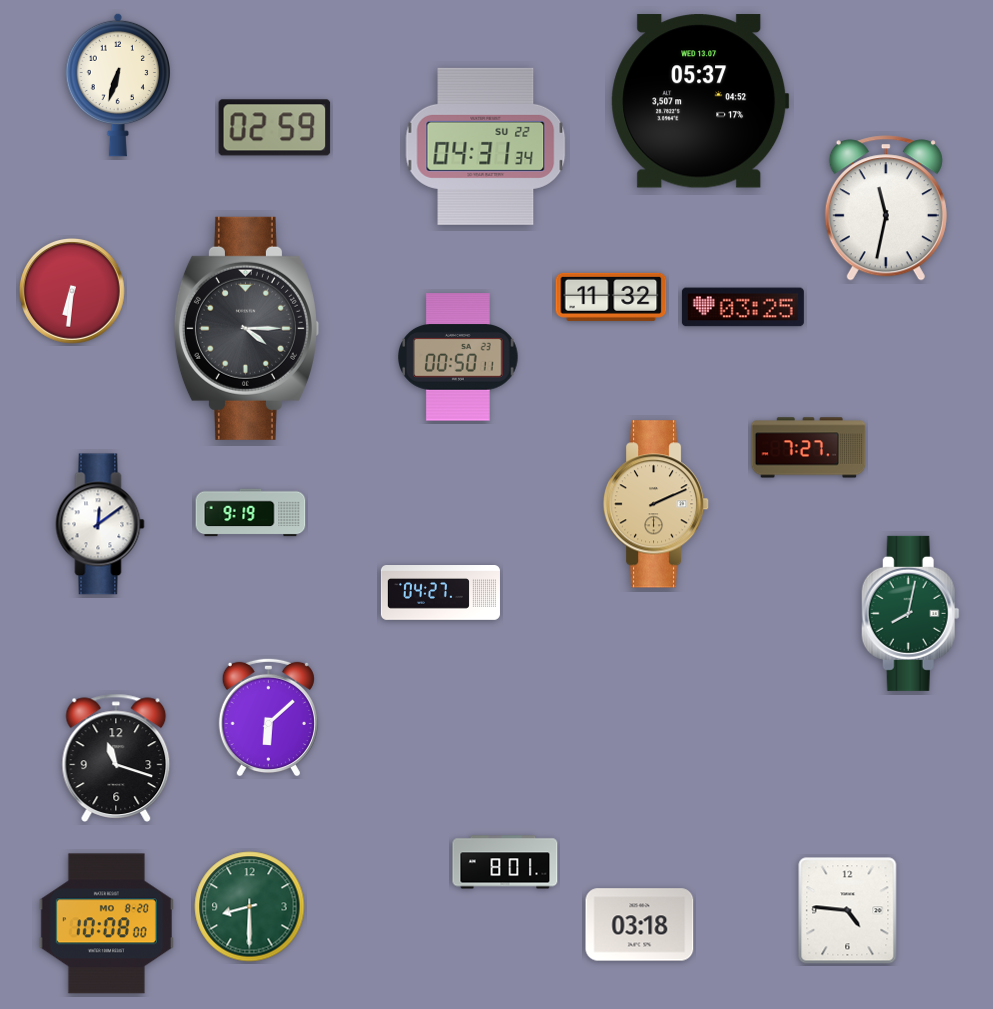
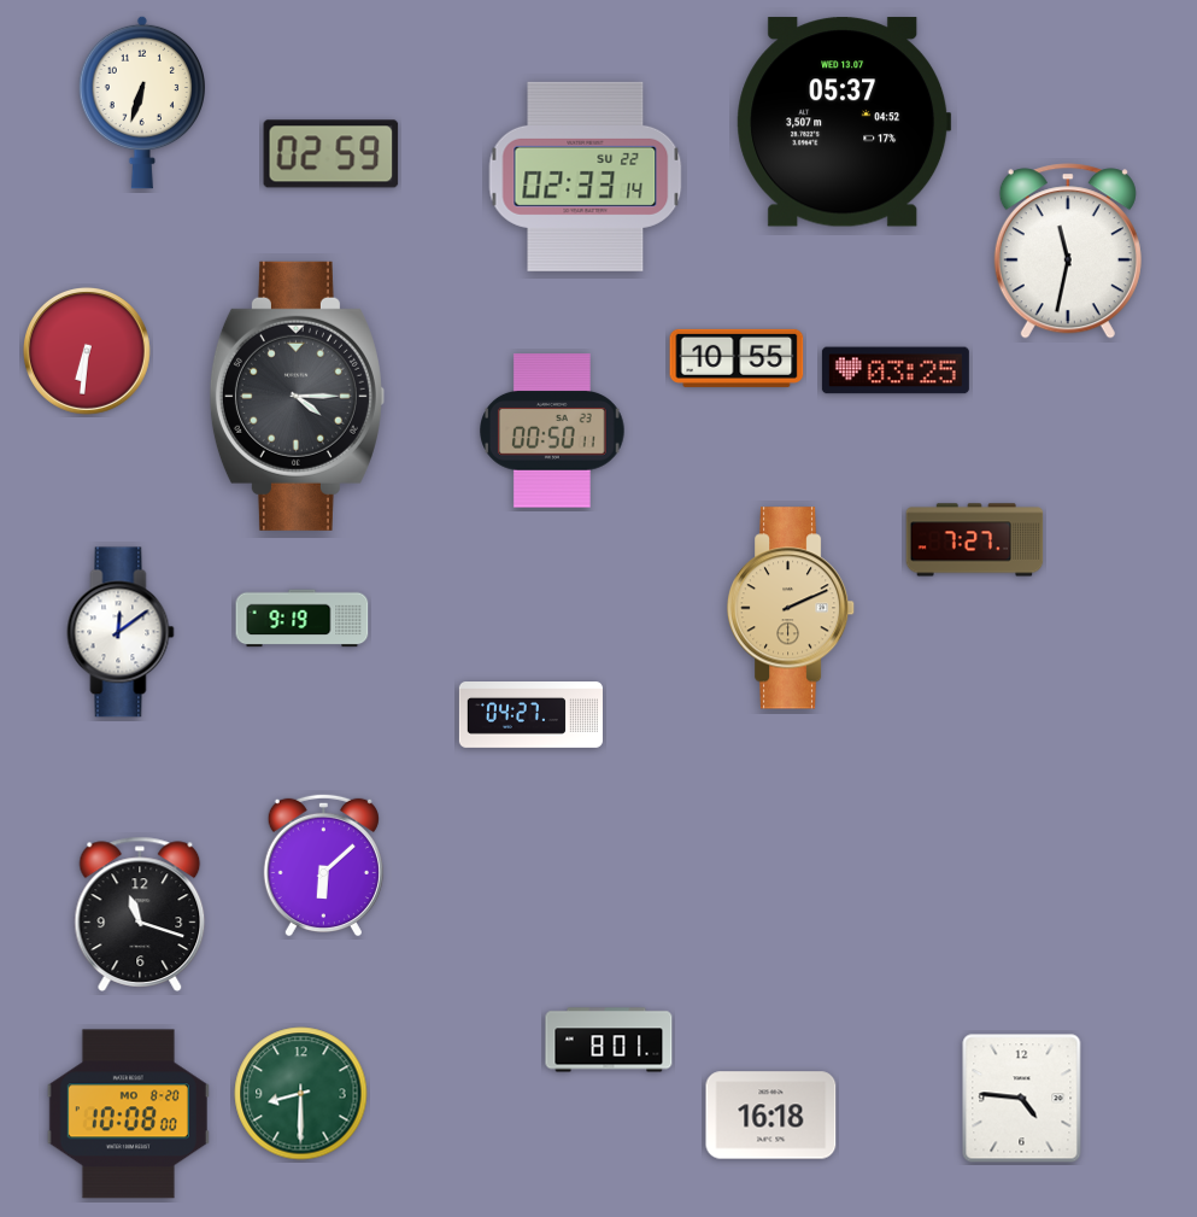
clock at (486, 146): 04:31 -> 02:33
clock at (611, 297): 11:32 -> 10:55
clock at (910, 613): 8:02 -> none
clock at (640, 925): 03:18 -> 16:18
